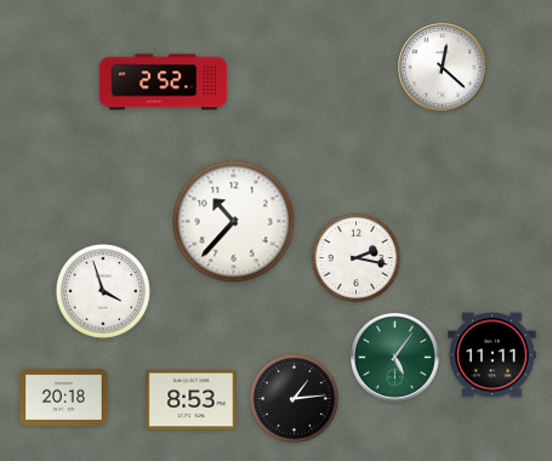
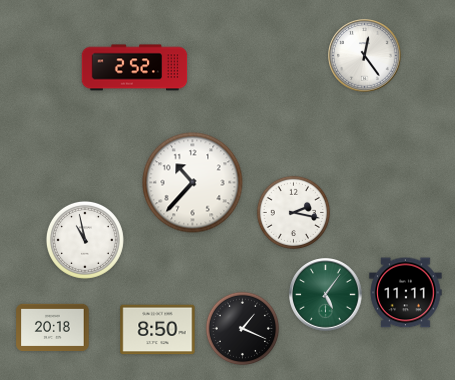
clock at (443, 68): 12:22 -> 12:24
clock at (103, 291): 3:57 -> 10:58
clock at (294, 398): 1:14 -> 1:19
clock at (192, 400): 8:53 -> 8:50
